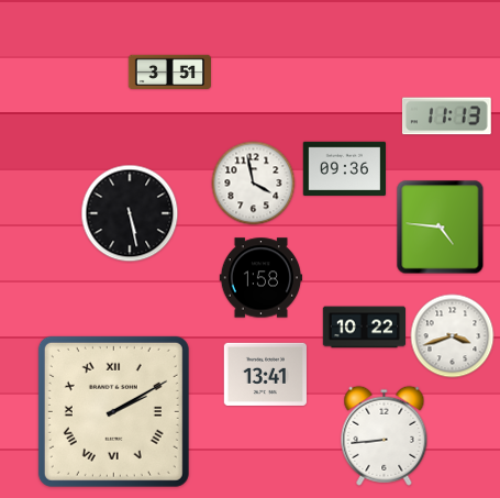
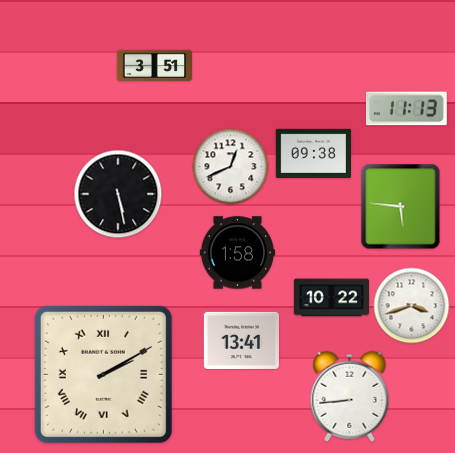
clock at (446, 117) position: (446, 117) -> (406, 109)
clock at (344, 168): 09:36 -> 09:38
clock at (254, 184): 3:58 -> 12:41
clock at (441, 228): 4:46 -> 5:46
